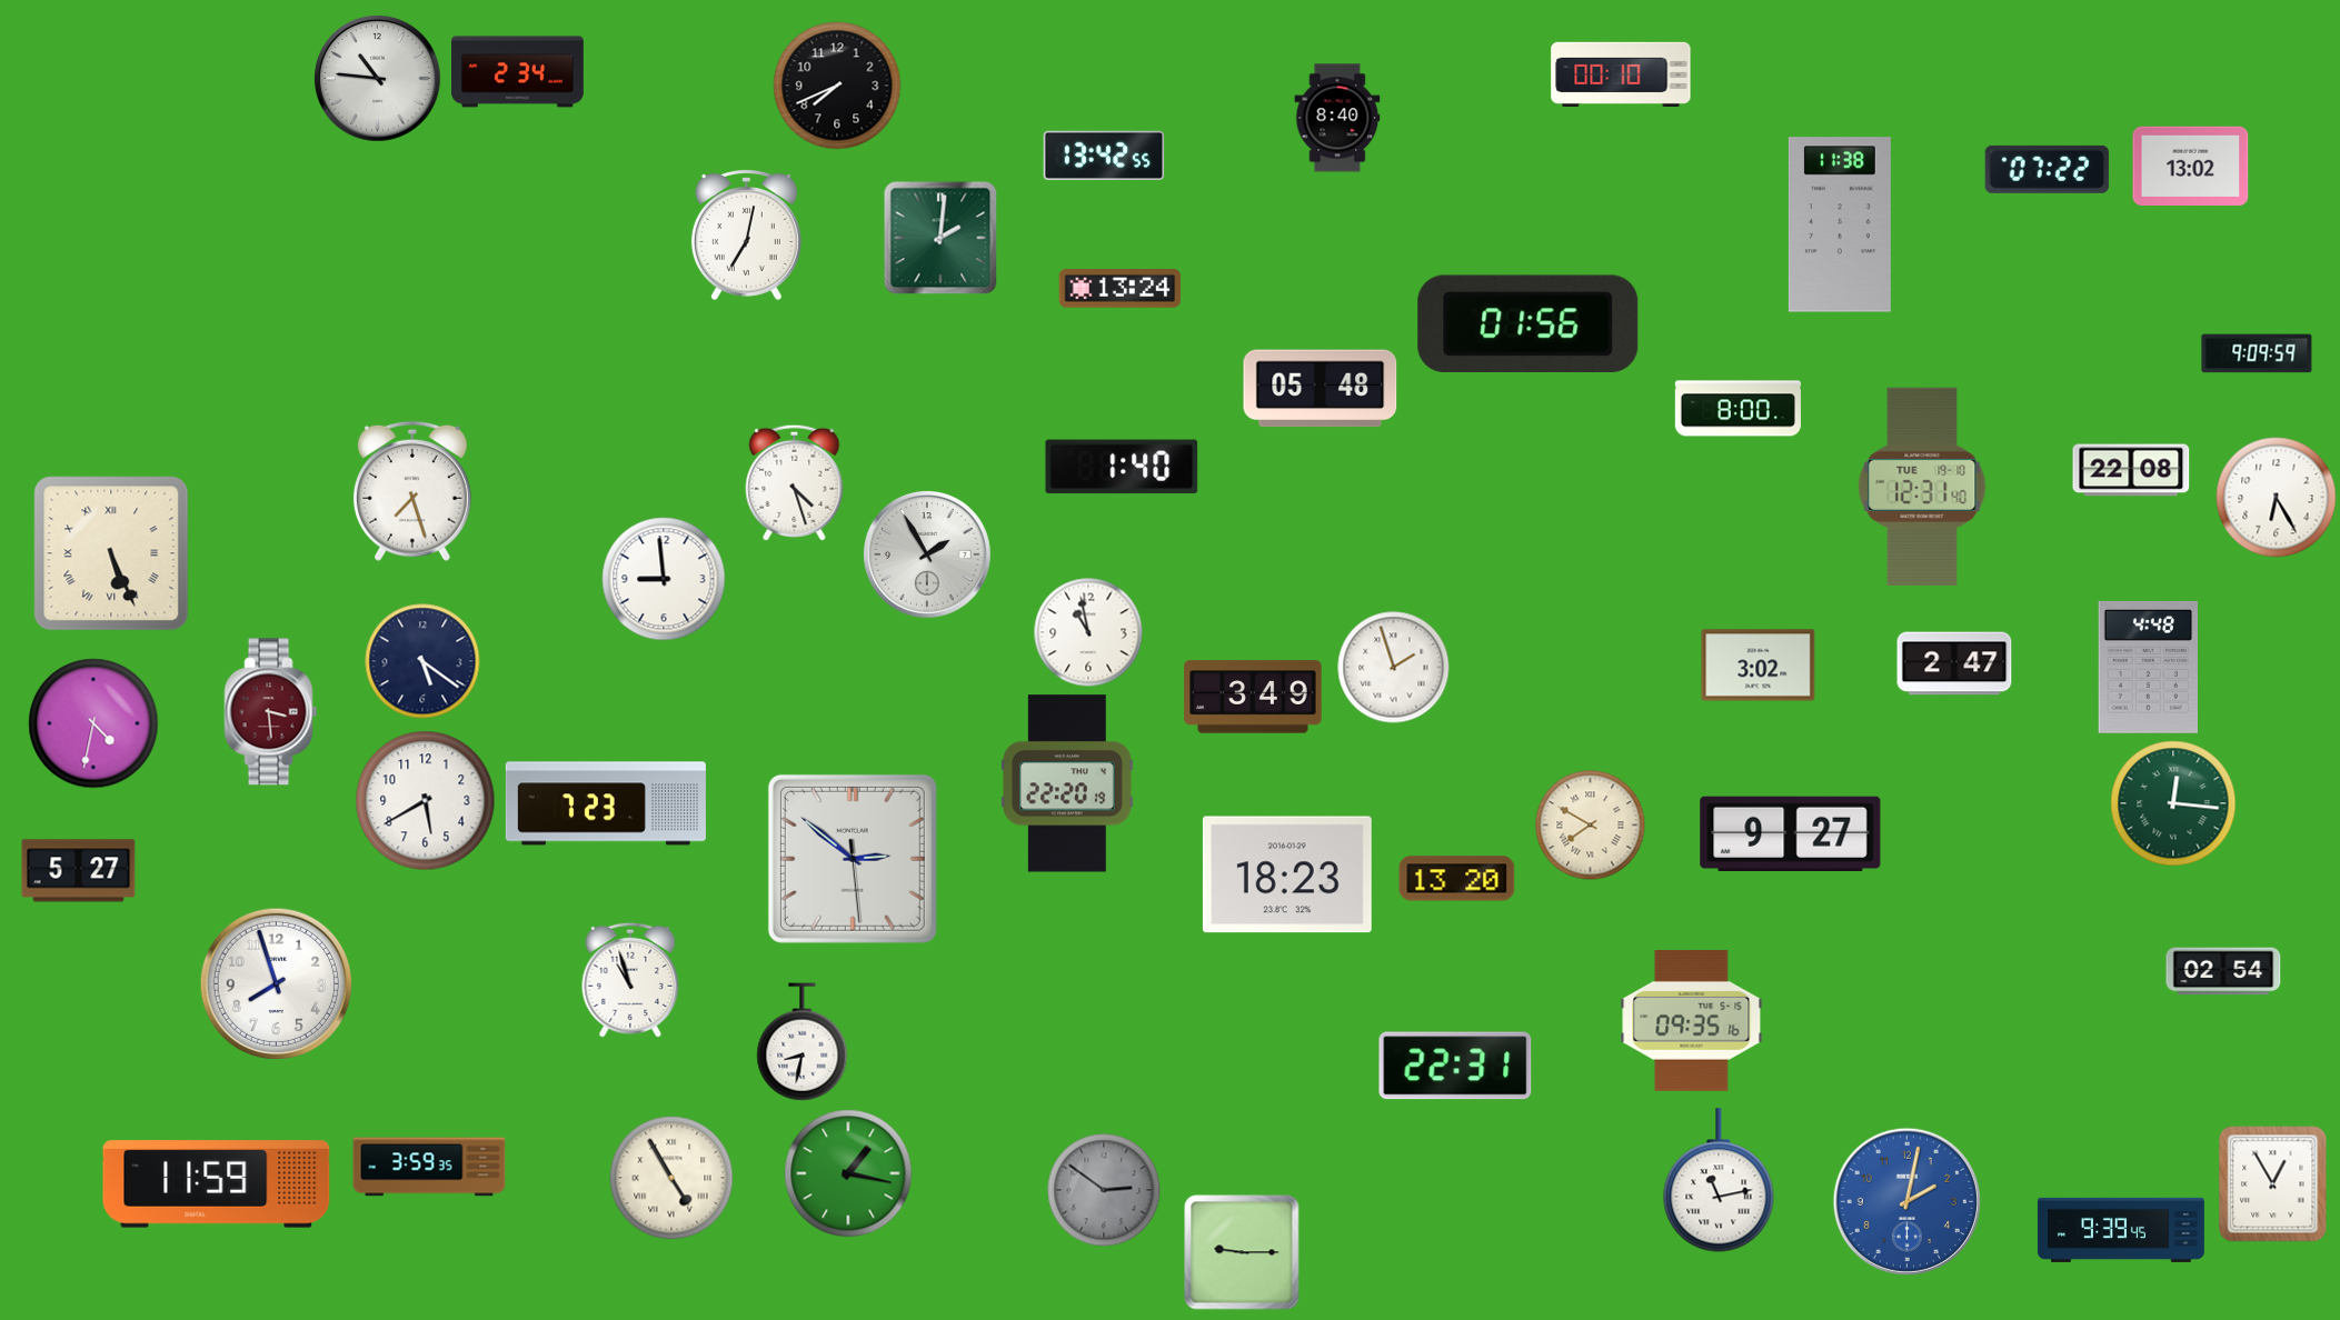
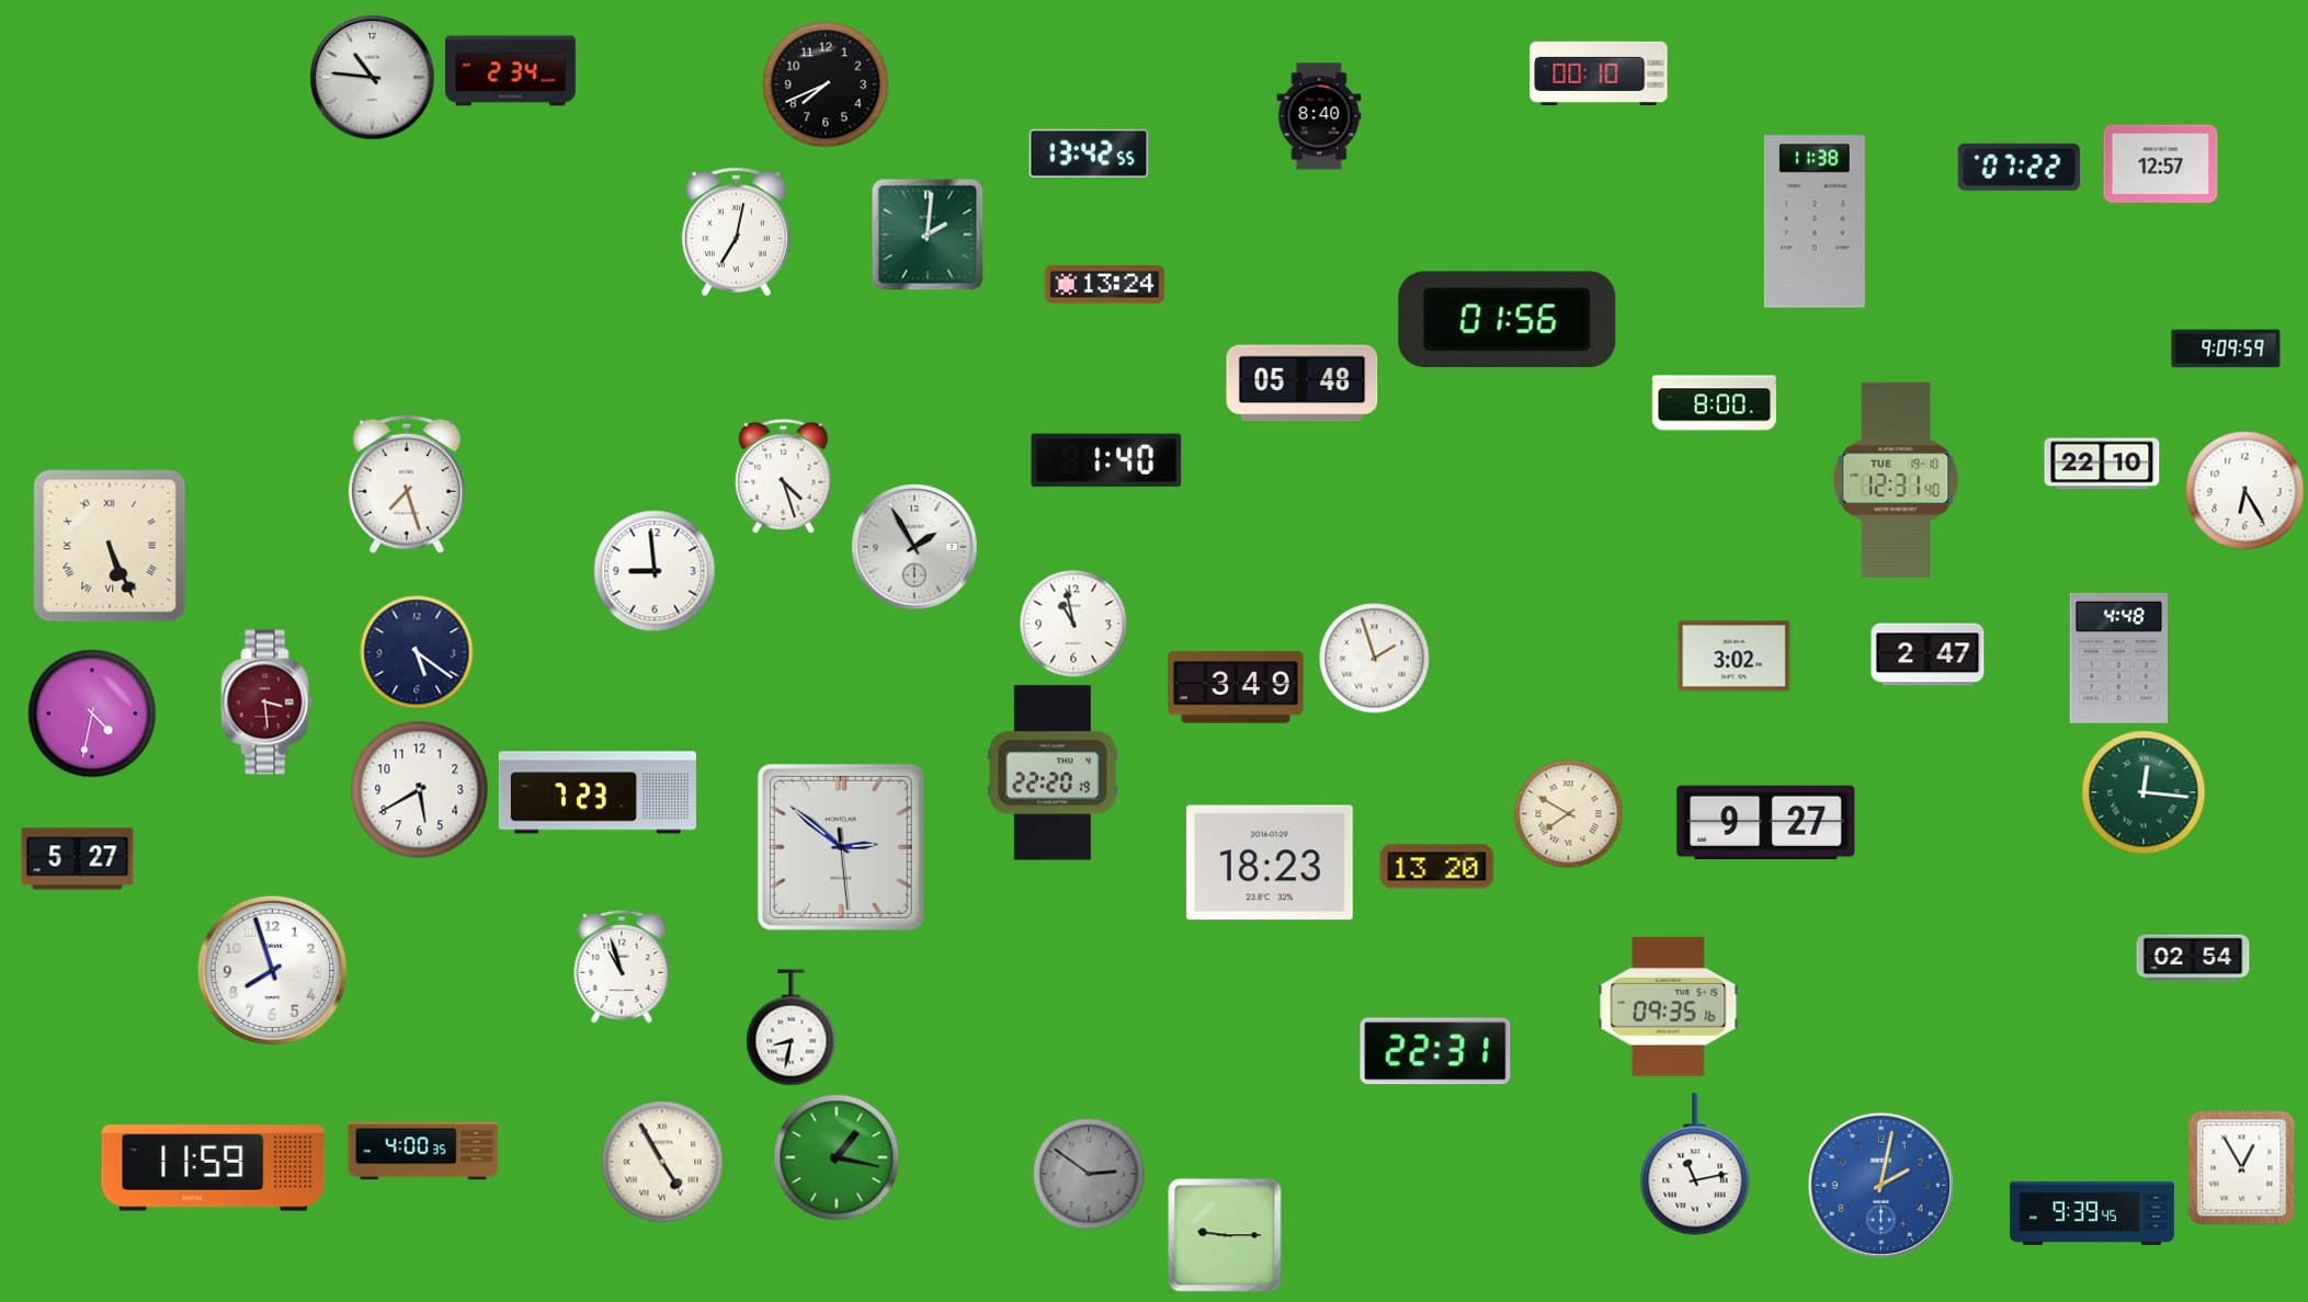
clock at (2191, 167): 13:02 -> 12:57
clock at (2131, 470): 22:08 -> 22:10
clock at (429, 1167): 3:59 -> 4:00
